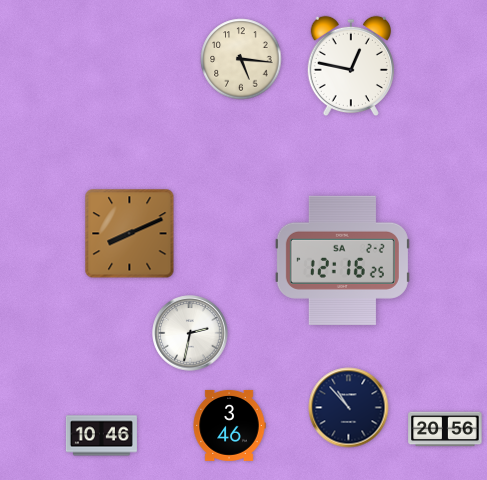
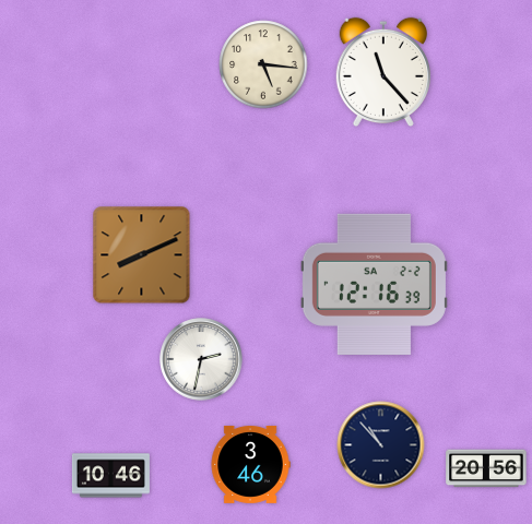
clock at (350, 66): 12:47 -> 11:23
clock at (342, 260): 12:16:25 -> 12:16:39
clock at (190, 333) position: (190, 333) -> (201, 359)
